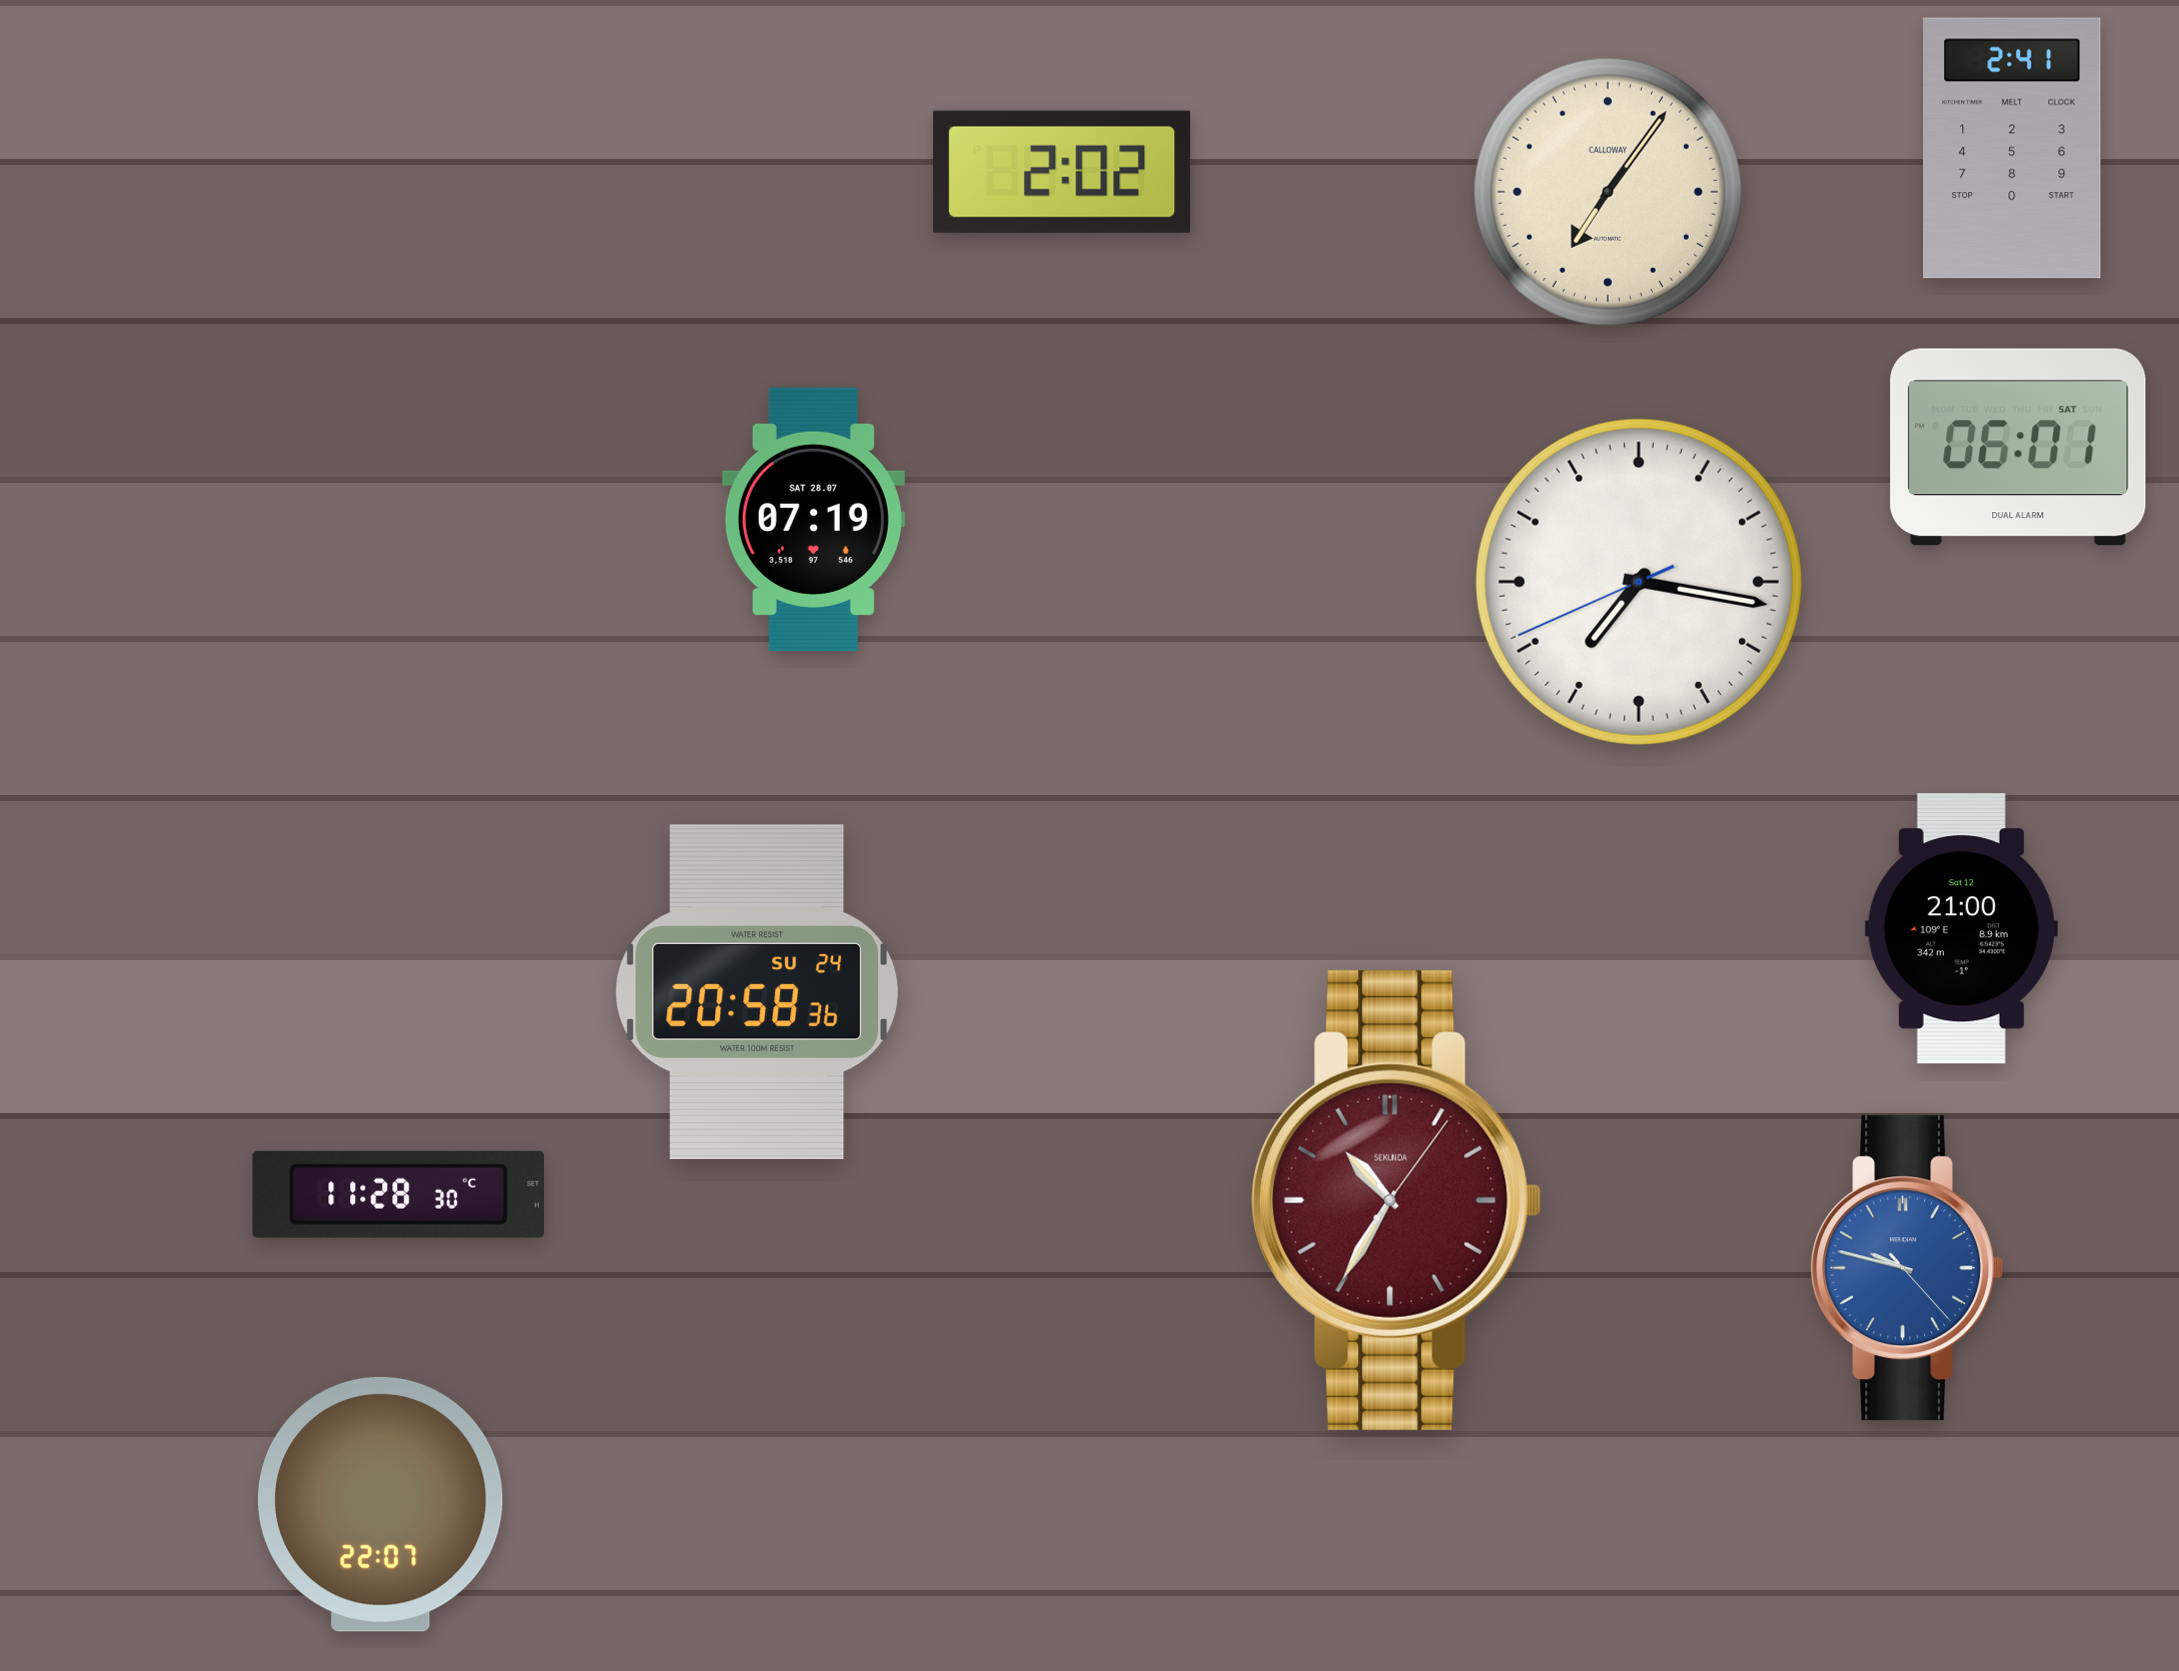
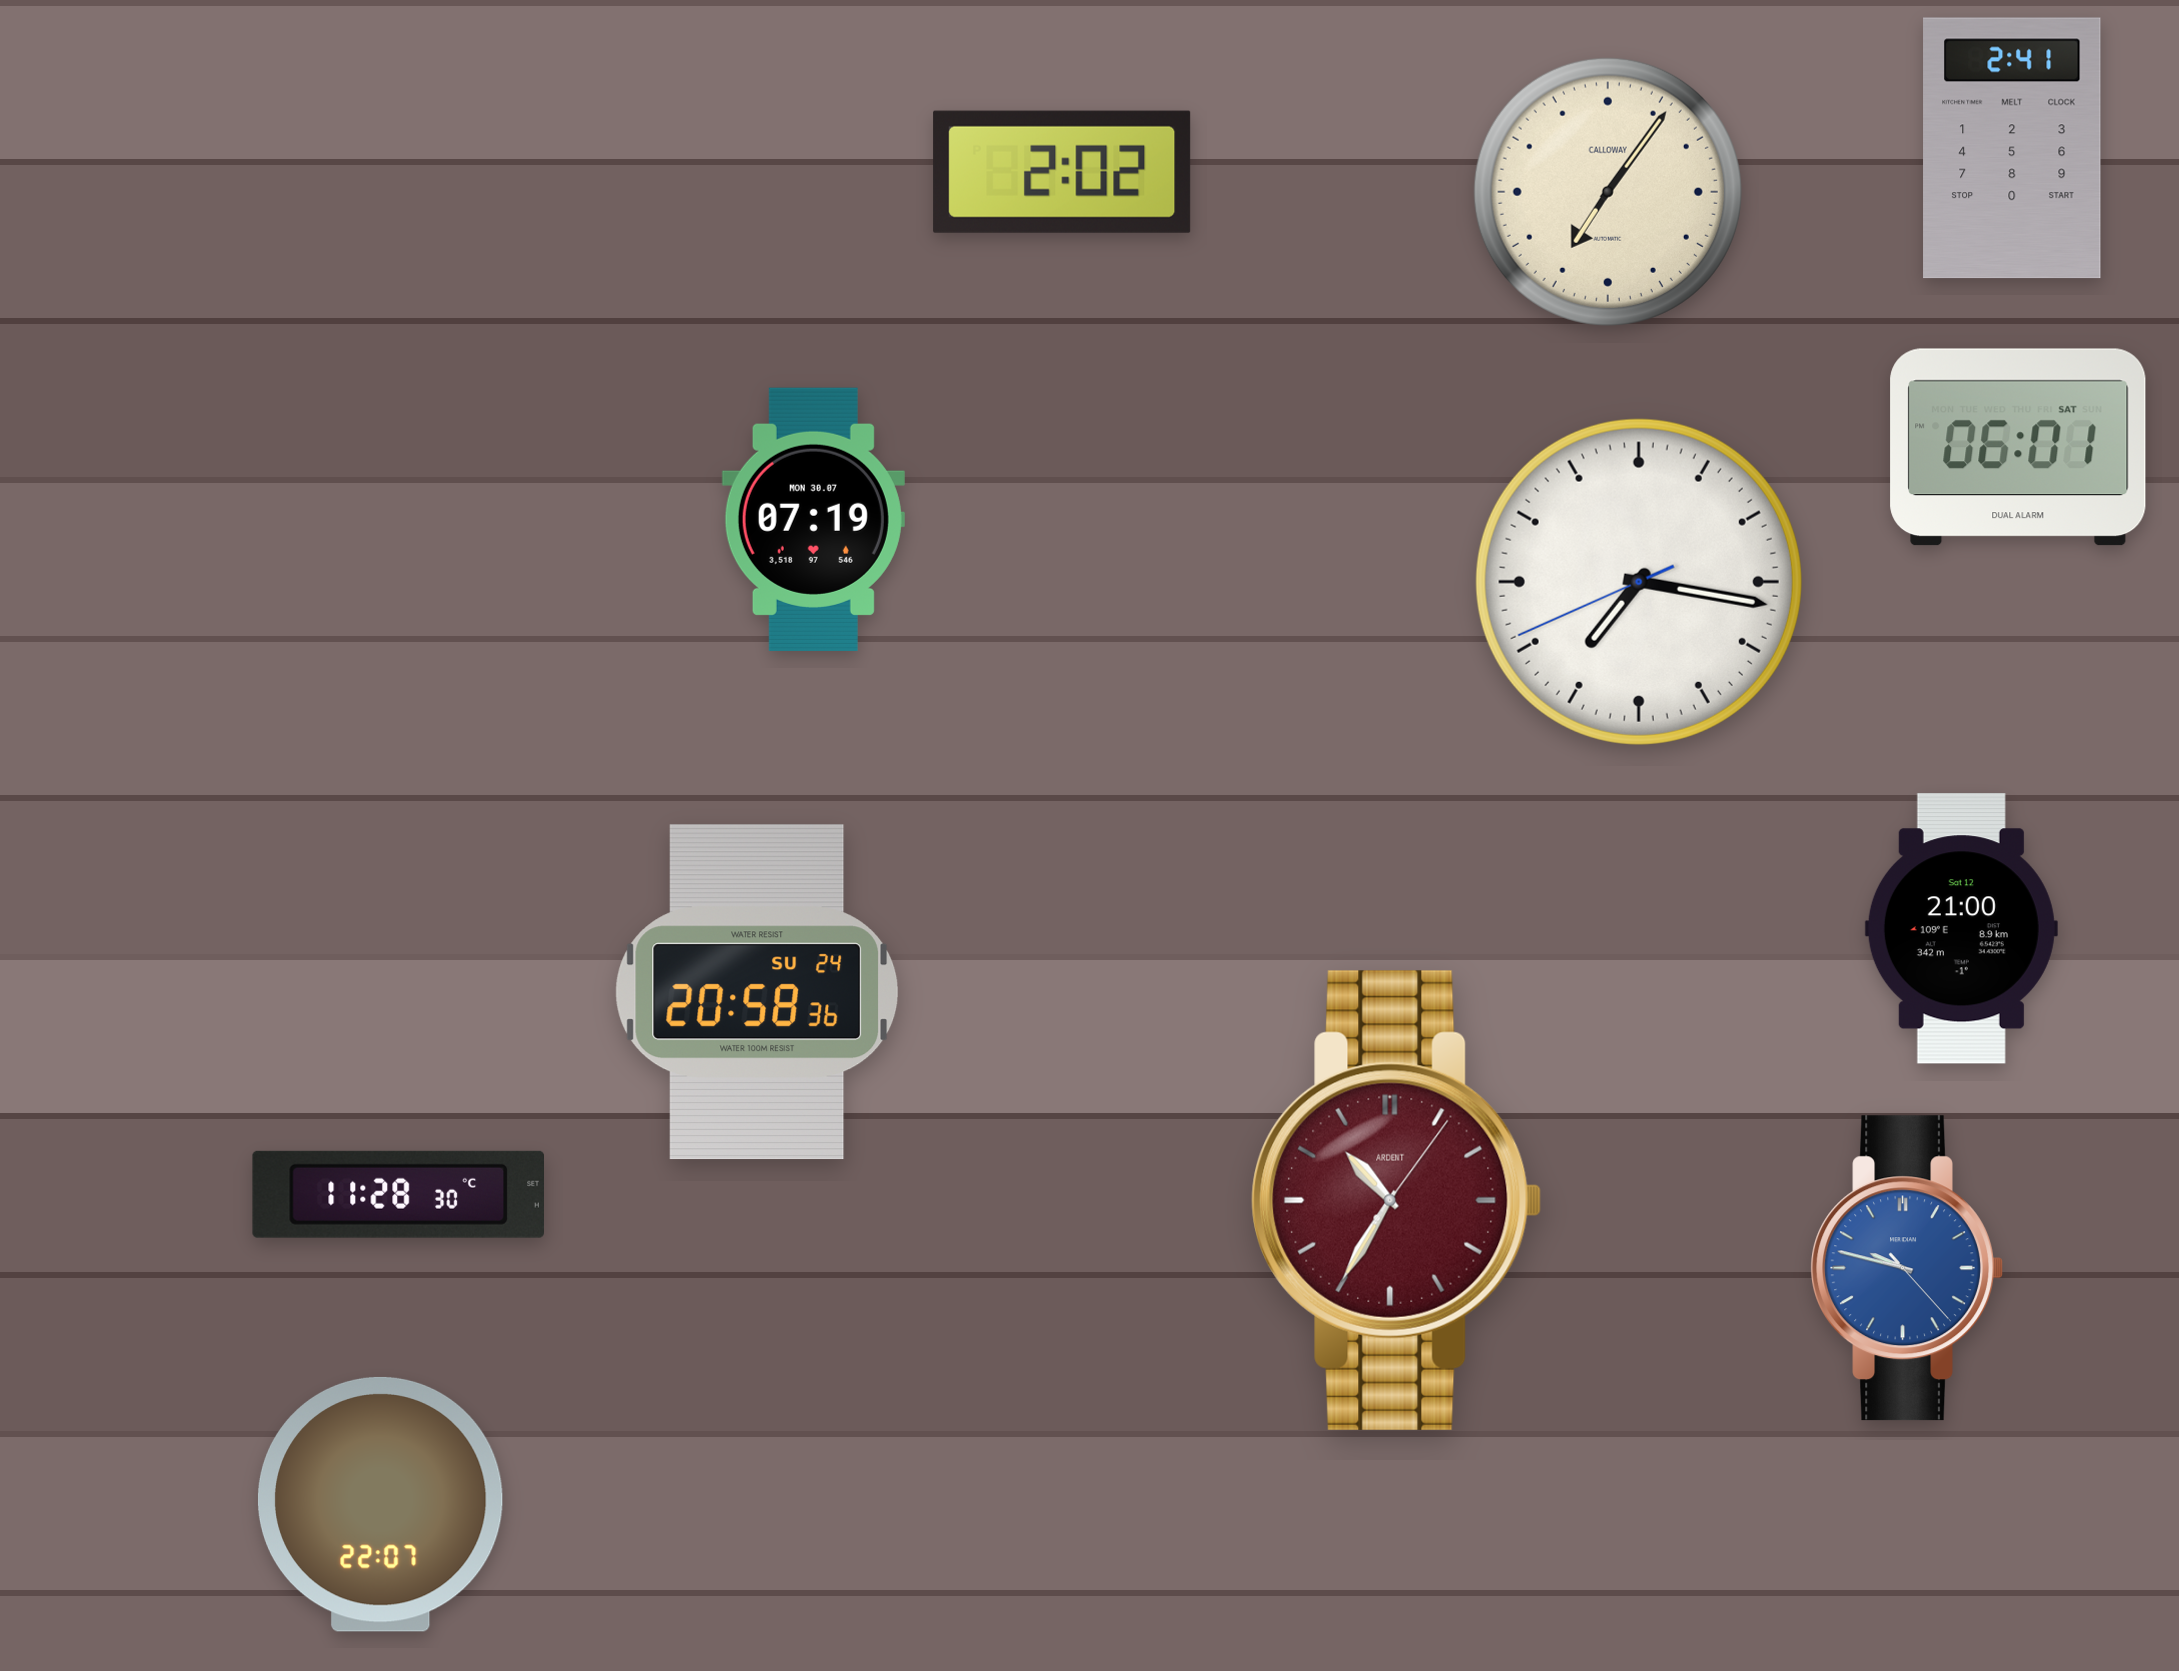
clock at (813, 519) date: SAT 28.07 -> MON 30.07
clock at (1397, 1200) brand: SEKUNDA -> ARDENT
